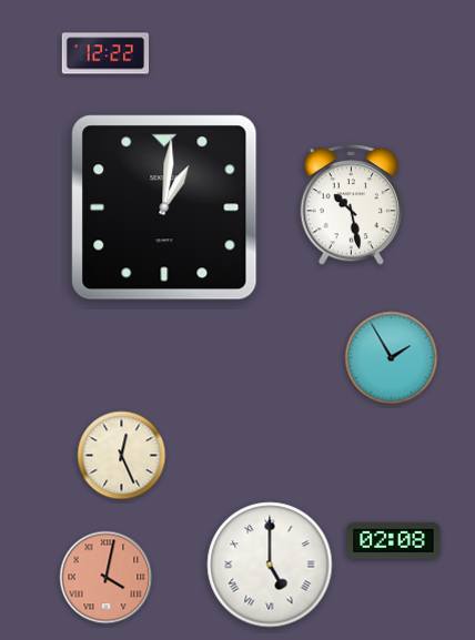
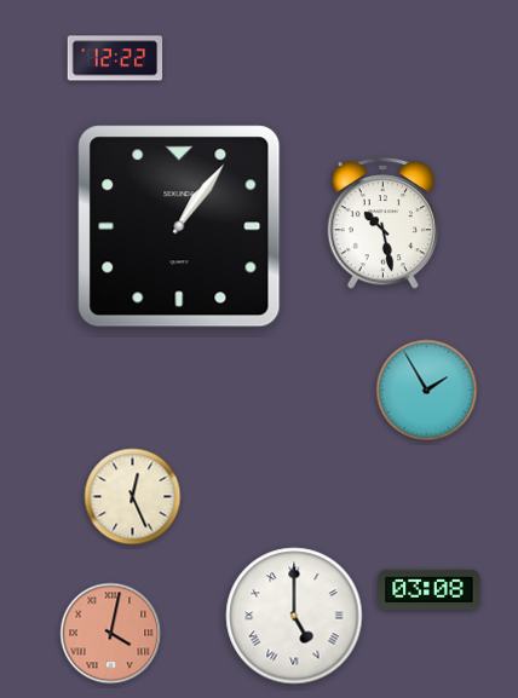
clock at (164, 207): 1:01 -> 1:06
clock at (394, 540): 02:08 -> 03:08
clock at (107, 578) position: (107, 578) -> (111, 634)
